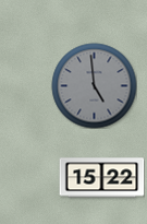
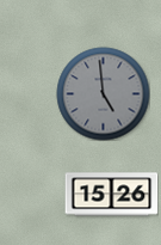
clock at (101, 178): 15:22 -> 15:26
